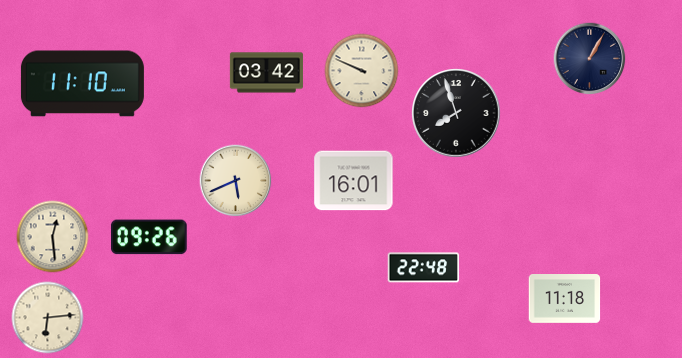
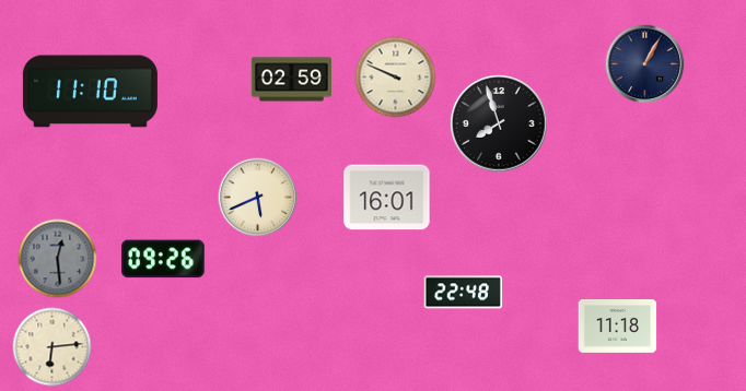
clock at (266, 73): 03:42 -> 02:59
clock at (53, 237) dial: cream -> grey
